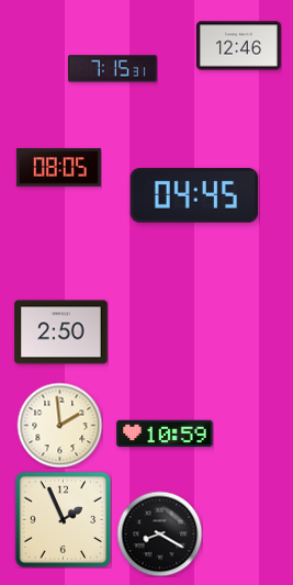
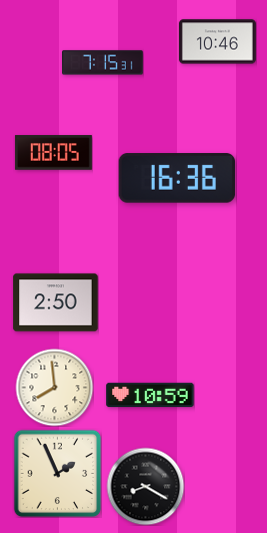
clock at (238, 46): 12:46 -> 10:46
clock at (194, 195): 04:45 -> 16:36
clock at (59, 425): 1:59 -> 7:59
